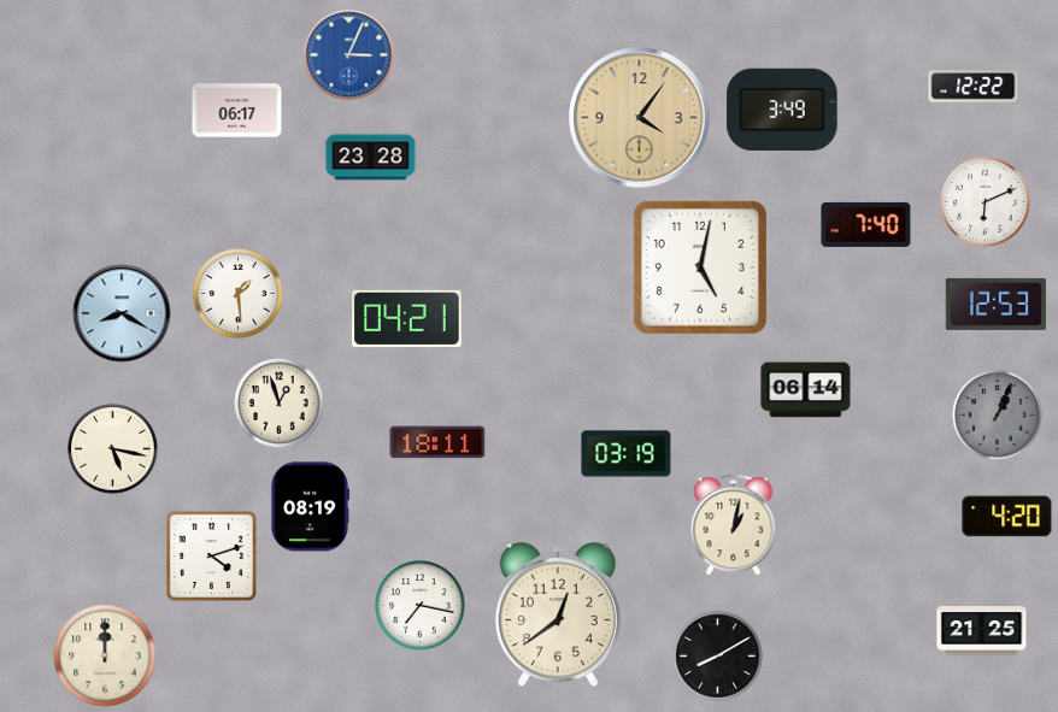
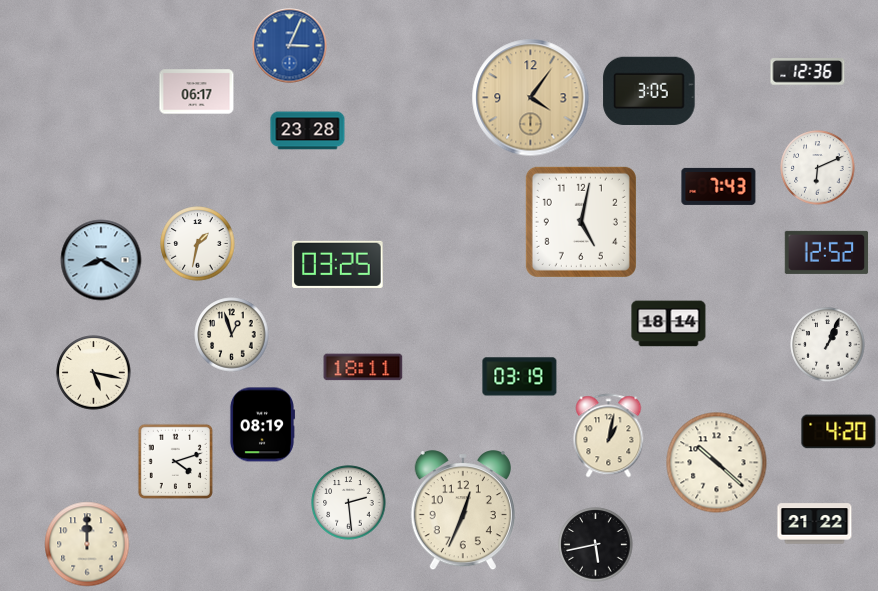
clock at (974, 87): 12:22 -> 12:36
clock at (782, 110): 3:49 -> 3:05
clock at (866, 224): 7:40 -> 7:43
clock at (239, 294): 1:29 -> 1:32
clock at (997, 304): 12:53 -> 12:52
clock at (407, 318): 04:21 -> 03:25
clock at (806, 390): 06:14 -> 18:14
clock at (998, 416) dial: grey -> white
clock at (310, 507) position: (310, 507) -> (262, 425)
clock at (1007, 517) position: (1007, 517) -> (839, 432)
clock at (717, 463): none -> 10:22
clock at (421, 606): 7:17 -> 2:29
clock at (558, 616): 12:39 -> 12:34
clock at (982, 631): 21:25 -> 21:22
clock at (718, 657): 8:10 -> 5:43
